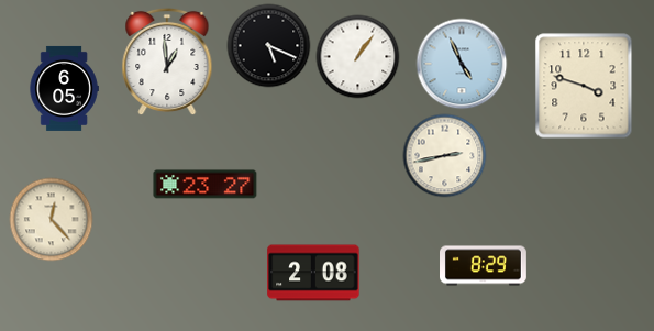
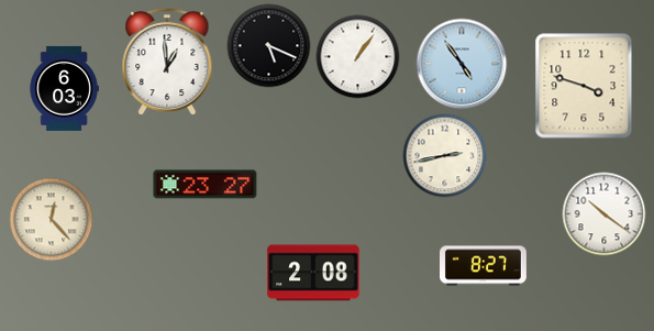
clock at (462, 64): 4:56 -> 4:54
clock at (64, 88): 6:05 -> 6:03
clock at (605, 214): none -> 10:21
clock at (484, 266): 8:29 -> 8:27
